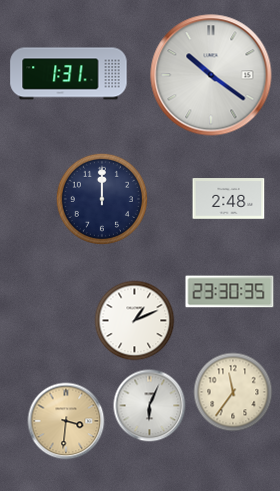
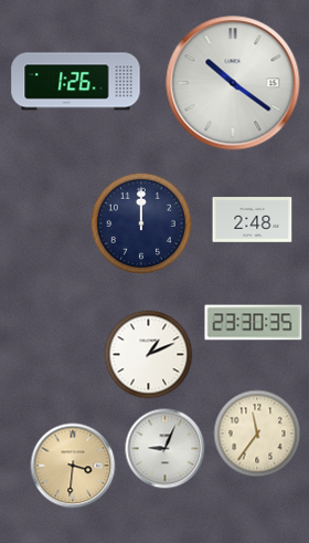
clock at (69, 74): 1:31 -> 1:26
clock at (102, 199) position: (102, 199) -> (141, 223)
clock at (150, 406): 6:04 -> 9:04
